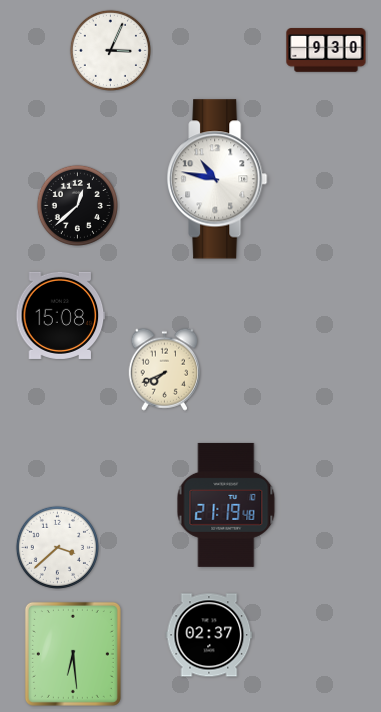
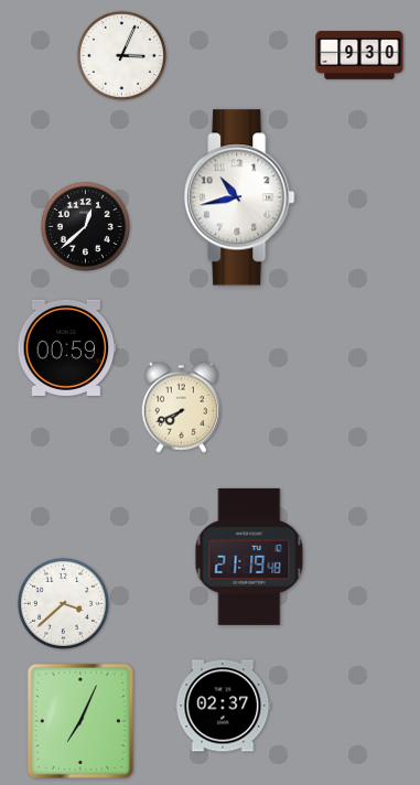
clock at (217, 179): 10:47 -> 10:43
clock at (61, 315): 15:08 -> 00:59
clock at (209, 635) position: (209, 635) -> (223, 706)
clock at (73, 654): 6:29 -> 7:04
